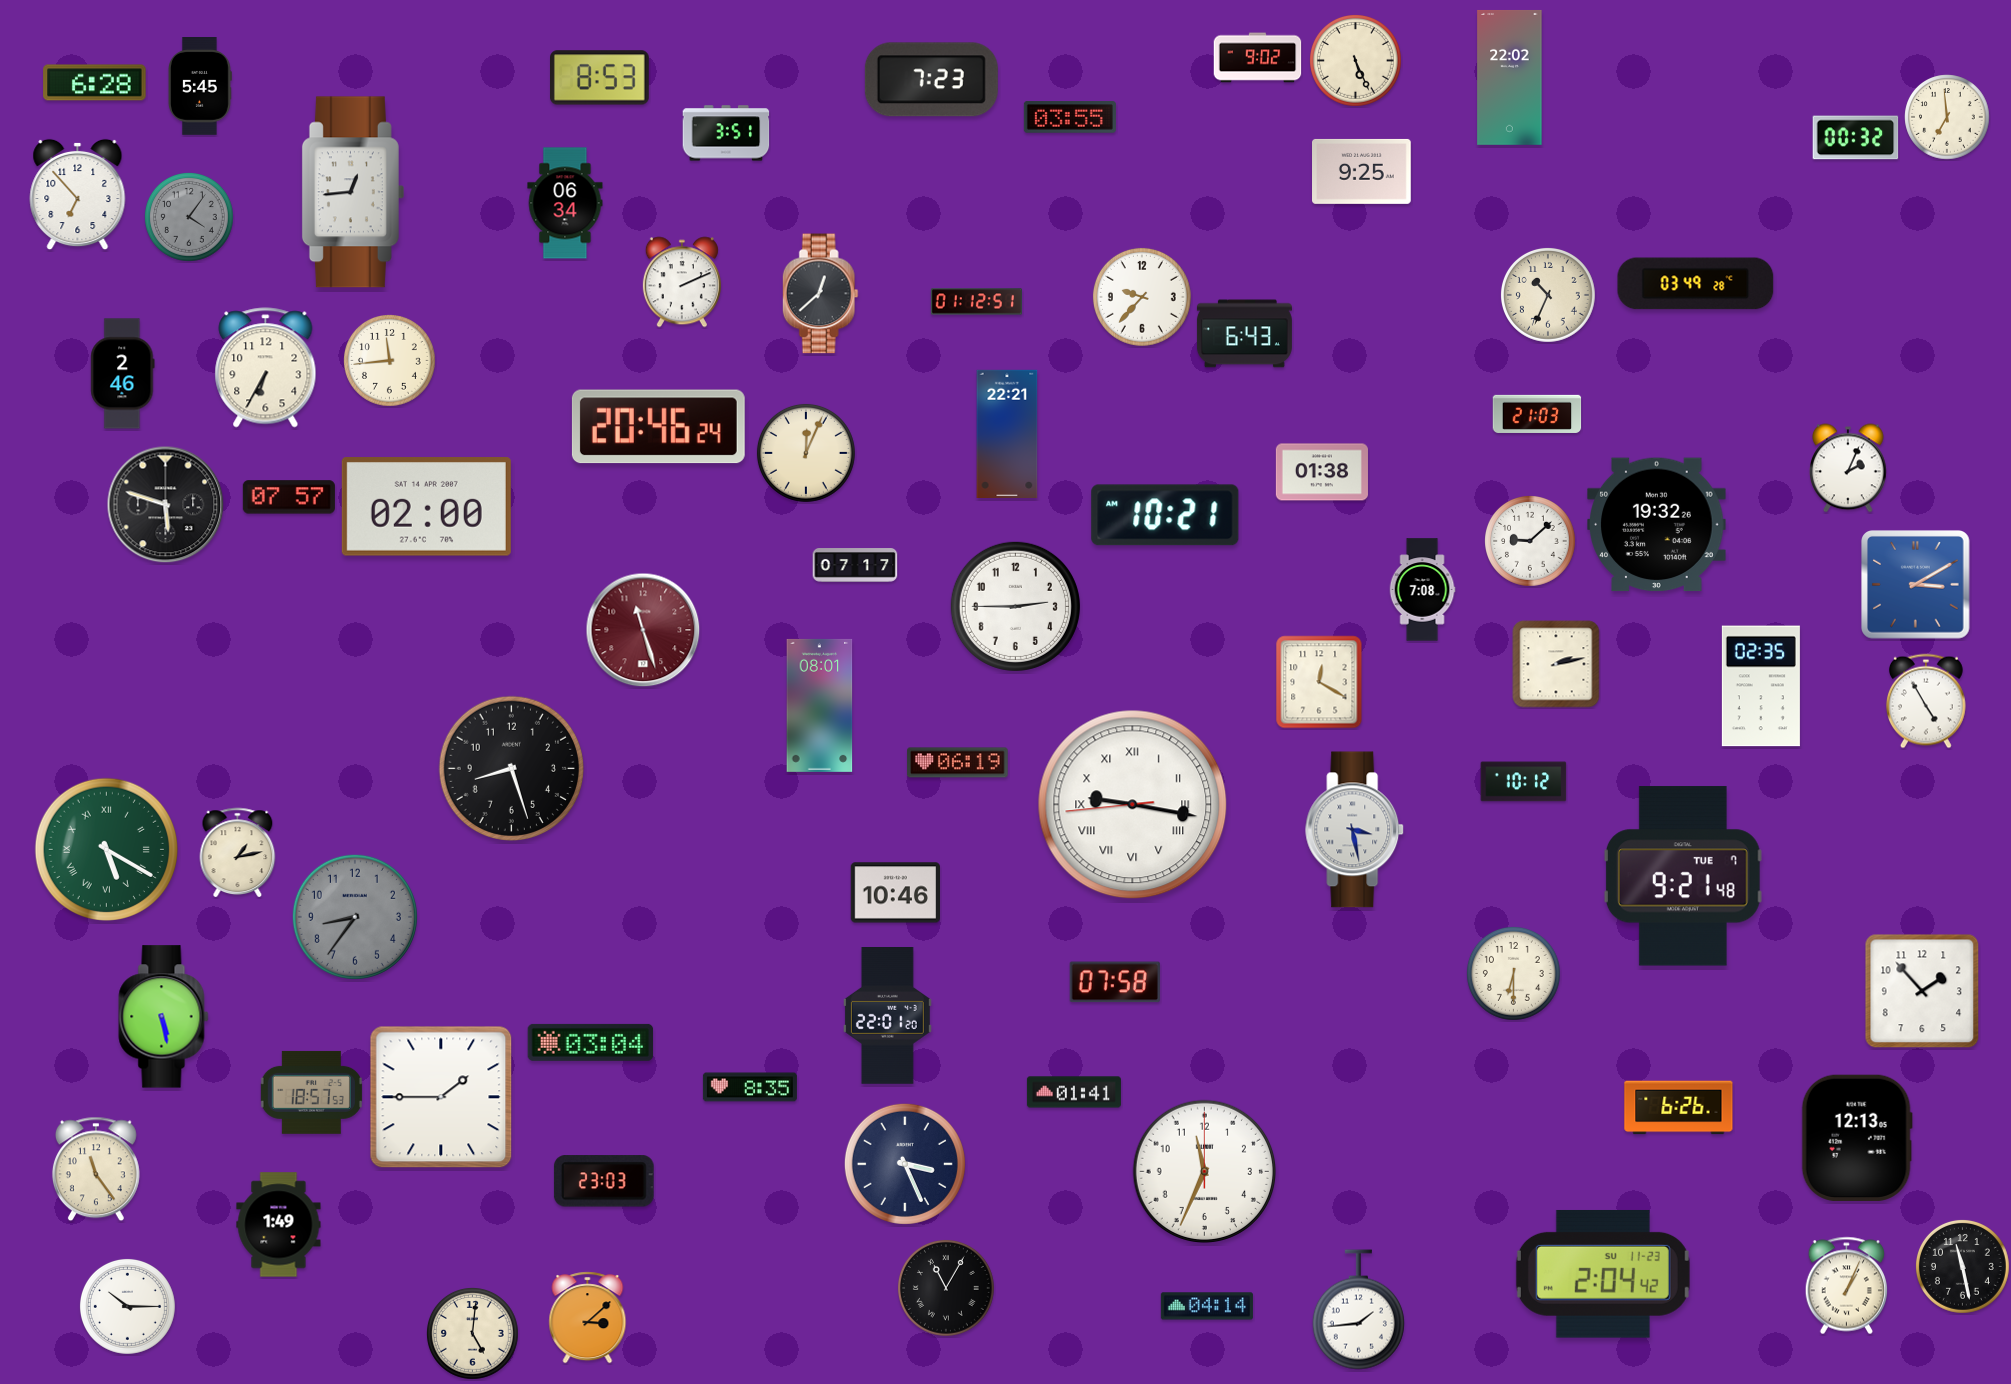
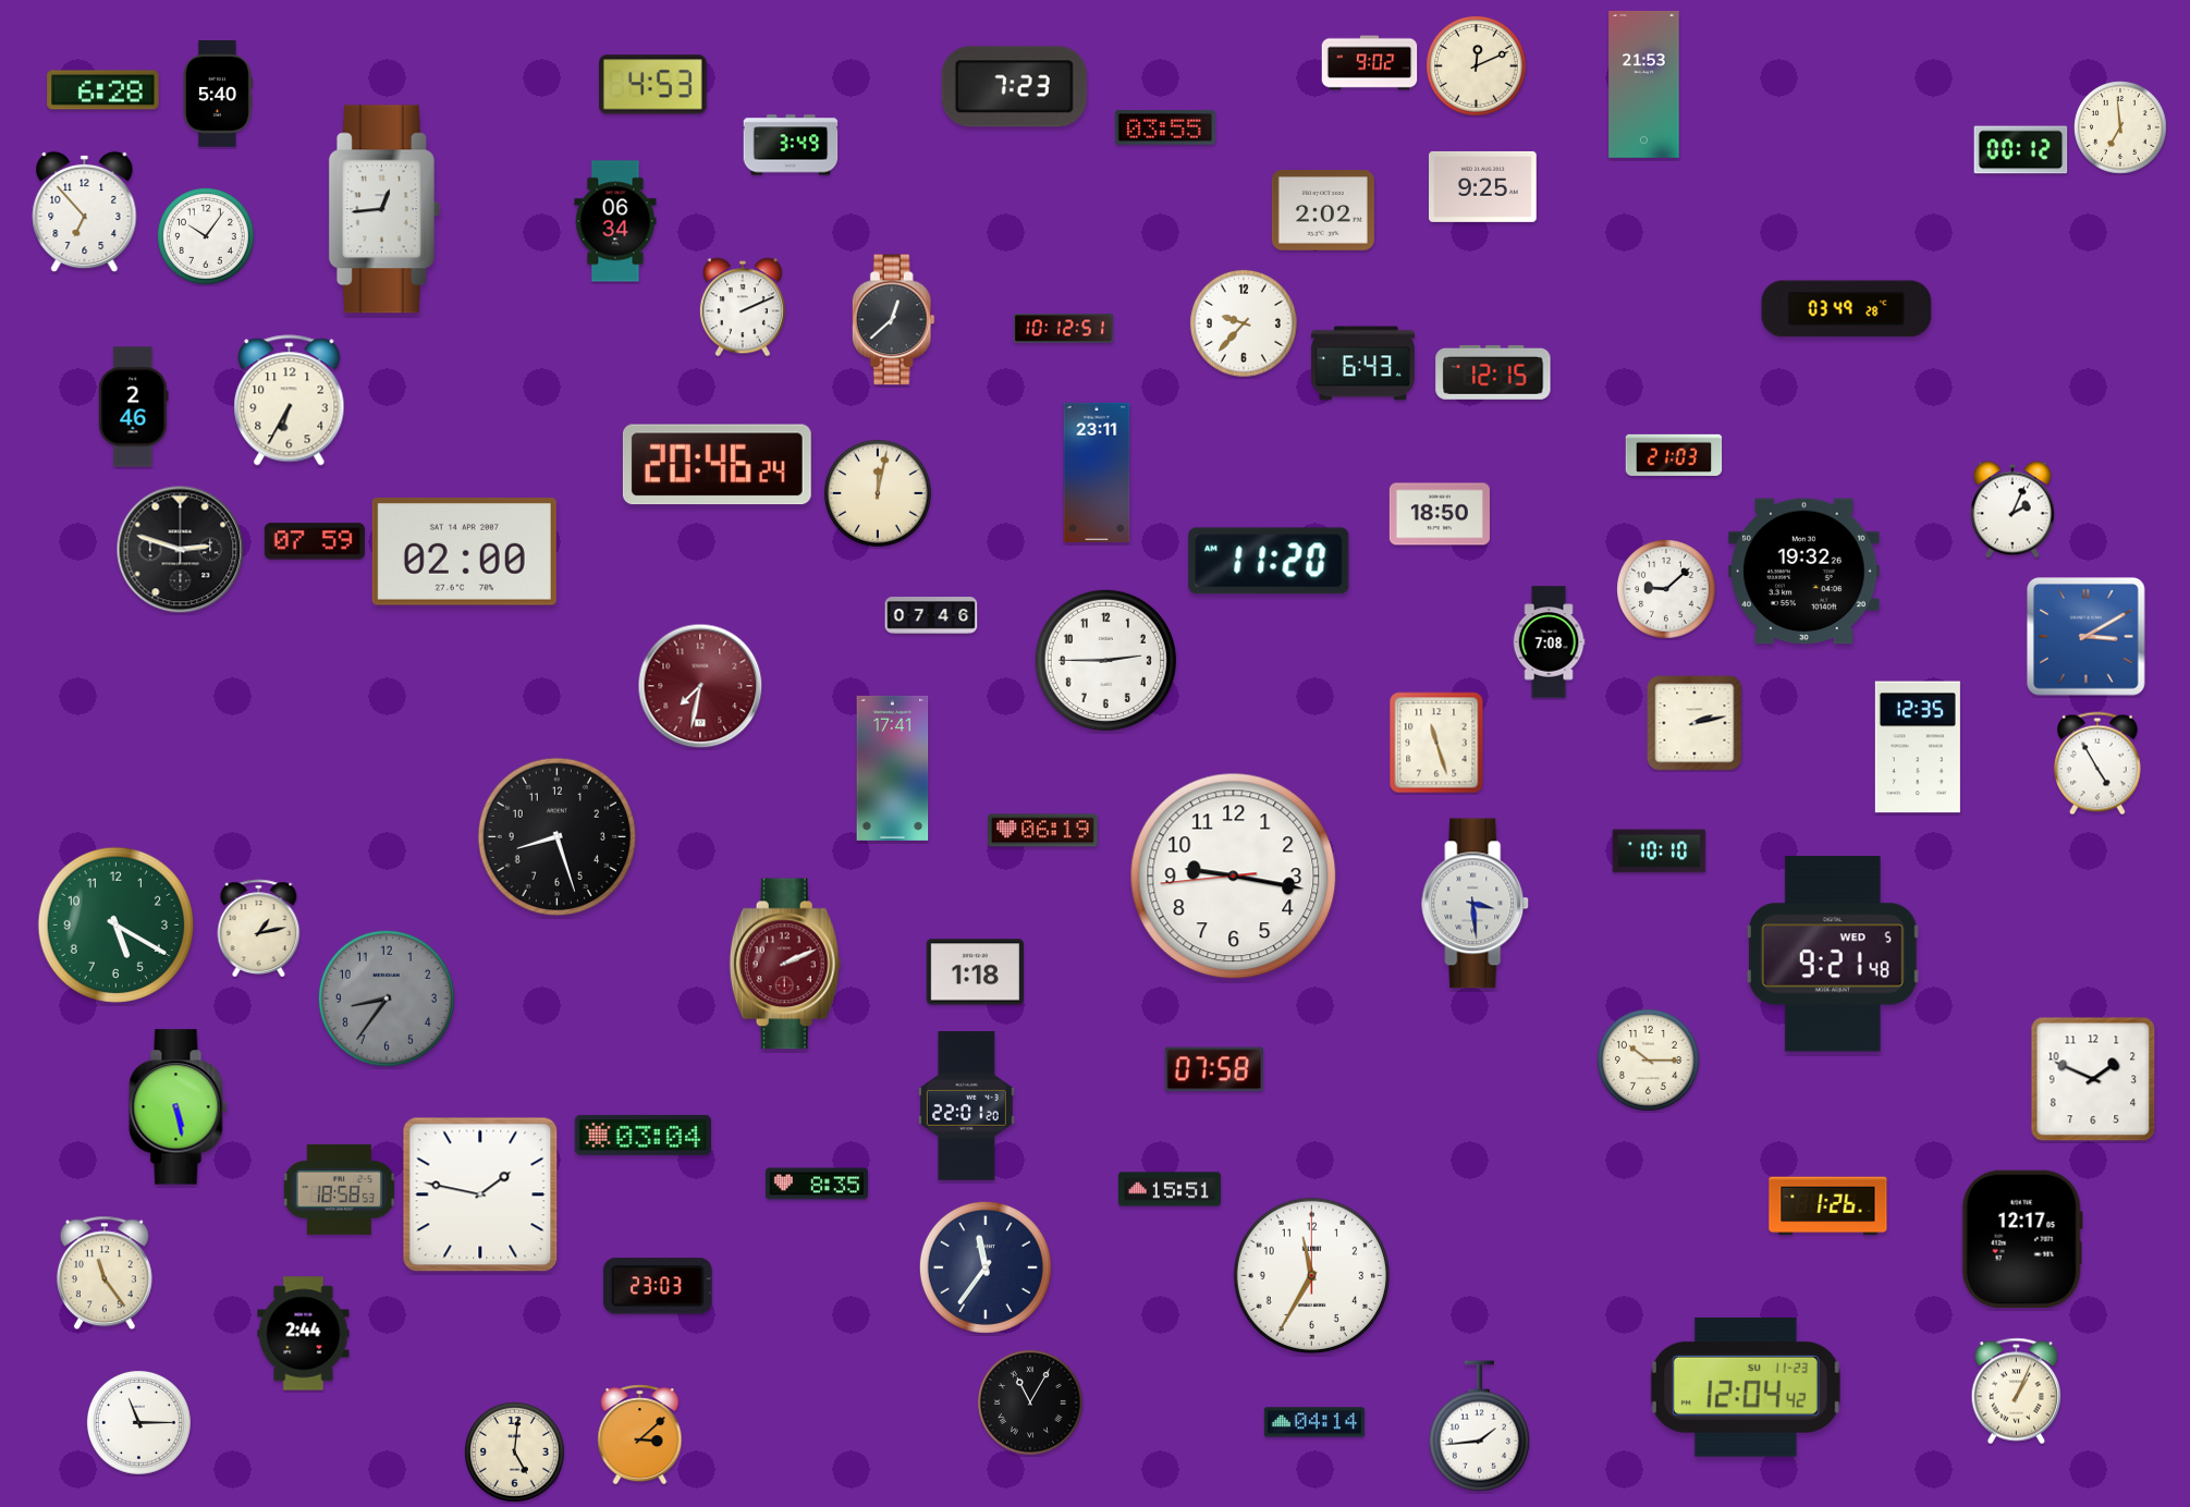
clock at (1356, 61): 5:26 -> 12:11
clock at (1510, 77): 22:02 -> 21:53
clock at (600, 78): 8:53 -> 4:53
clock at (199, 87): 5:45 -> 5:40
clock at (726, 133): 3:51 -> 3:49
clock at (1856, 138): 00:32 -> 00:12
clock at (1323, 211): none -> 2:02
clock at (190, 218): 4:06 -> 10:06
clock at (190, 218) dial: grey -> white
clock at (1548, 295): 10:34 -> none
clock at (976, 302): 01:12 -> 10:12
clock at (1244, 334) position: (1244, 334) -> (1362, 364)
clock at (1493, 372): none -> 12:15
clock at (390, 361): 11:44 -> none
clock at (1537, 414) position: (1537, 414) -> (1674, 455)
clock at (1007, 433): 22:21 -> 23:11
clock at (806, 453): 12:04 -> 12:02
clock at (1322, 472): 01:38 -> 18:50
clock at (289, 497): 07:57 -> 07:59
clock at (166, 505): 5:48 -> 2:48
clock at (1165, 515): 10:21 -> 11:20
clock at (855, 565): 07:17 -> 07:46
clock at (643, 630): 11:27 -> 7:32
clock at (1319, 682): 12:20 -> 11:27
clock at (1761, 686): 02:35 -> 12:35
clock at (820, 705): 08:01 -> 17:41
clock at (1524, 782): 10:12 -> 10:10
clock at (1133, 805) numerals: Roman -> Arabic
clock at (1355, 830): 3:28 -> 3:29
clock at (106, 849) numerals: Roman -> Arabic
clock at (1683, 876) date: TUE 7 -> WED 5
clock at (785, 964): none -> 2:11
clock at (896, 893): 10:46 -> 1:18
clock at (1513, 973): 6:30 -> 10:15
clock at (1922, 991): 1:53 -> 1:49
clock at (311, 1092): 18:57 -> 18:58
clock at (1074, 1092): 01:41 -> 15:51
clock at (441, 1097): 1:45 -> 1:47
clock at (1679, 1108): 6:26 -> 1:26
clock at (1857, 1137): 12:13 -> 12:17
clock at (905, 1164): 3:26 -> 11:36
clock at (1204, 1171): 11:34 -> 11:35
clock at (279, 1225): 1:49 -> 2:44
clock at (1962, 1266): 11:28 -> none
clock at (1603, 1274): 2:04 -> 12:04
clock at (1846, 1286) position: (1846, 1286) -> (2016, 1392)
clock at (127, 1306): 10:15 -> 11:15
